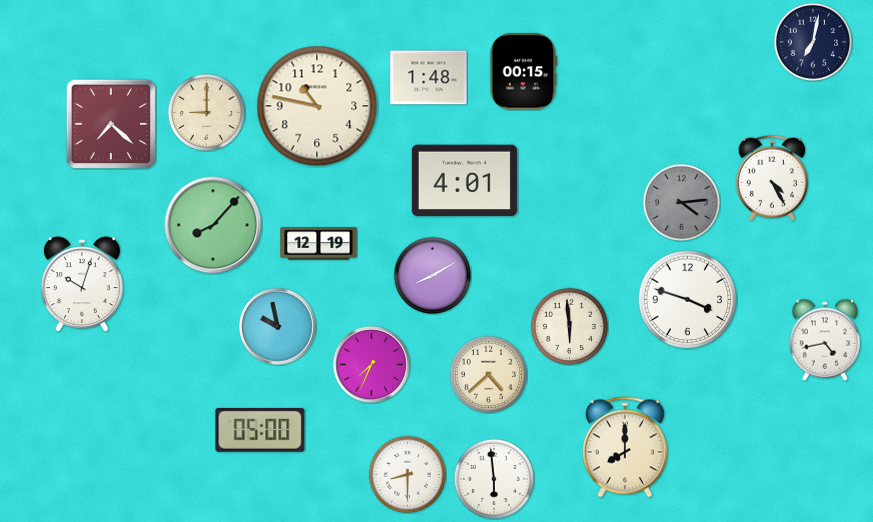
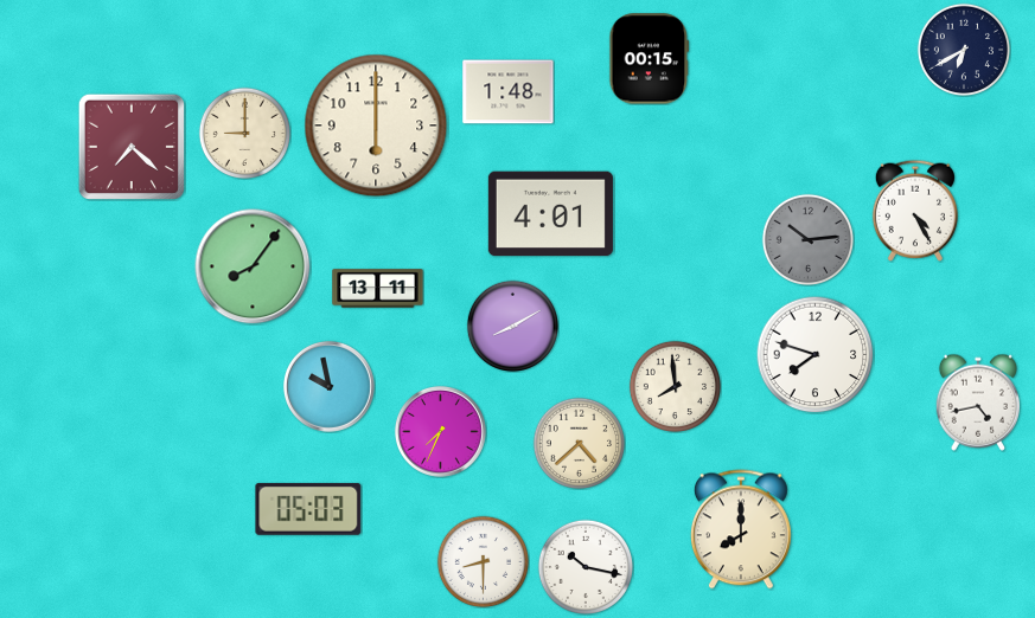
clock at (812, 41): 7:02 -> 6:40
clock at (524, 72) position: (524, 72) -> (650, 59)
clock at (317, 106): 10:47 -> 6:00
clock at (681, 202): 4:14 -> 10:14
clock at (213, 225): 8:07 -> 8:06
clock at (319, 244): 12:19 -> 13:11
clock at (82, 284): 10:03 -> none
clock at (688, 300): 3:48 -> 7:48
clock at (569, 326): 5:59 -> 7:59
clock at (260, 430): 05:00 -> 05:03
clock at (494, 479): 5:59 -> 10:17
